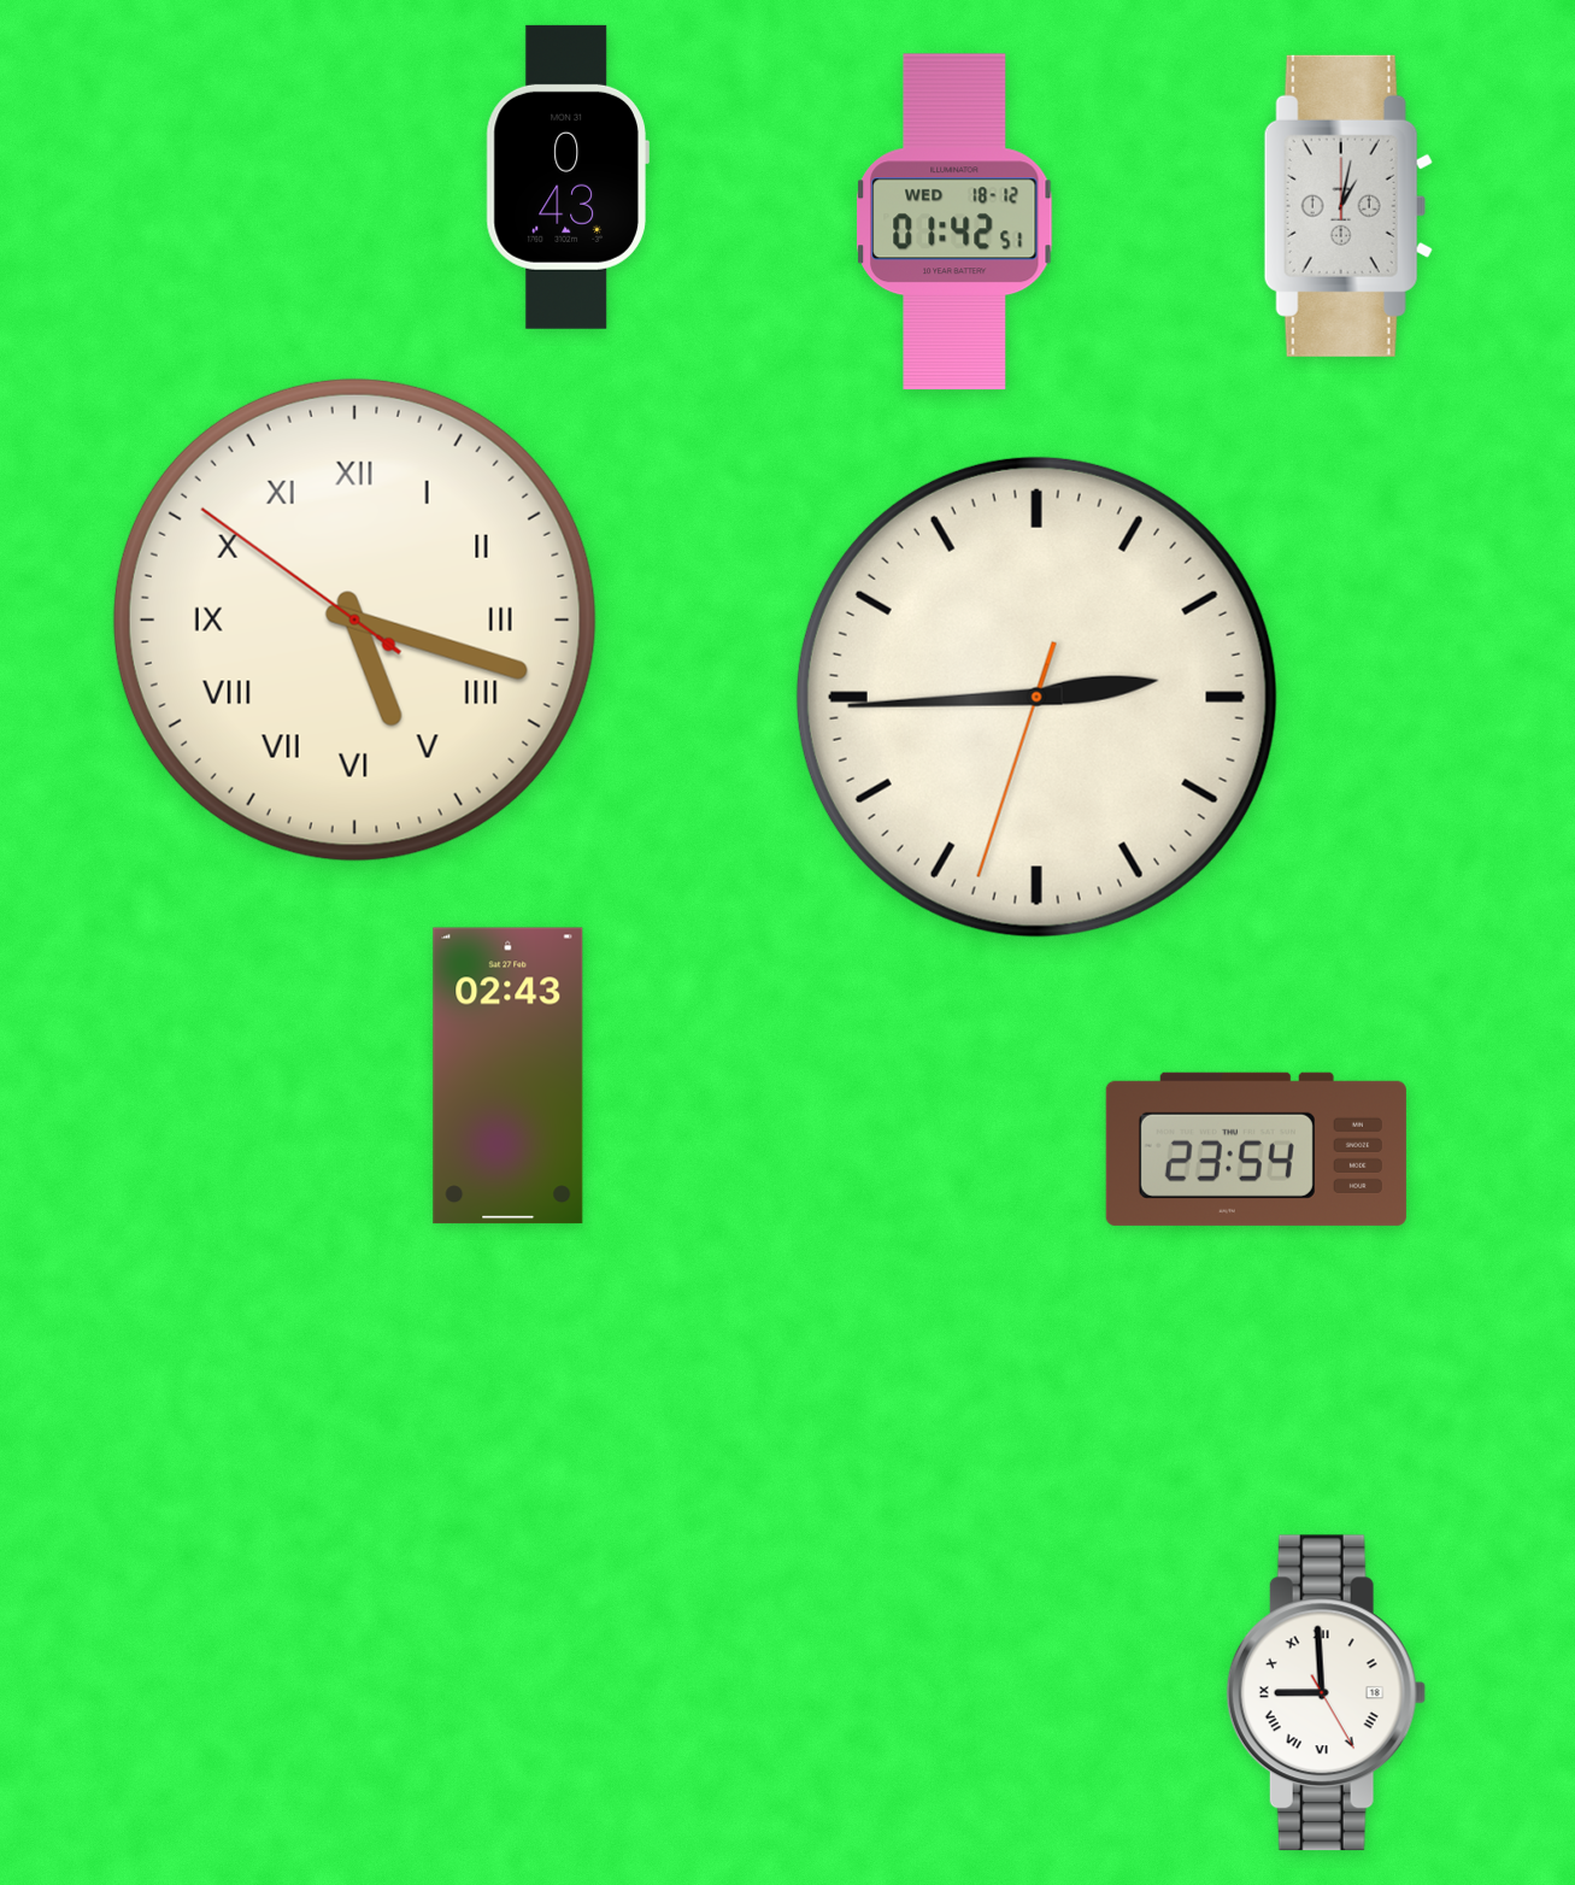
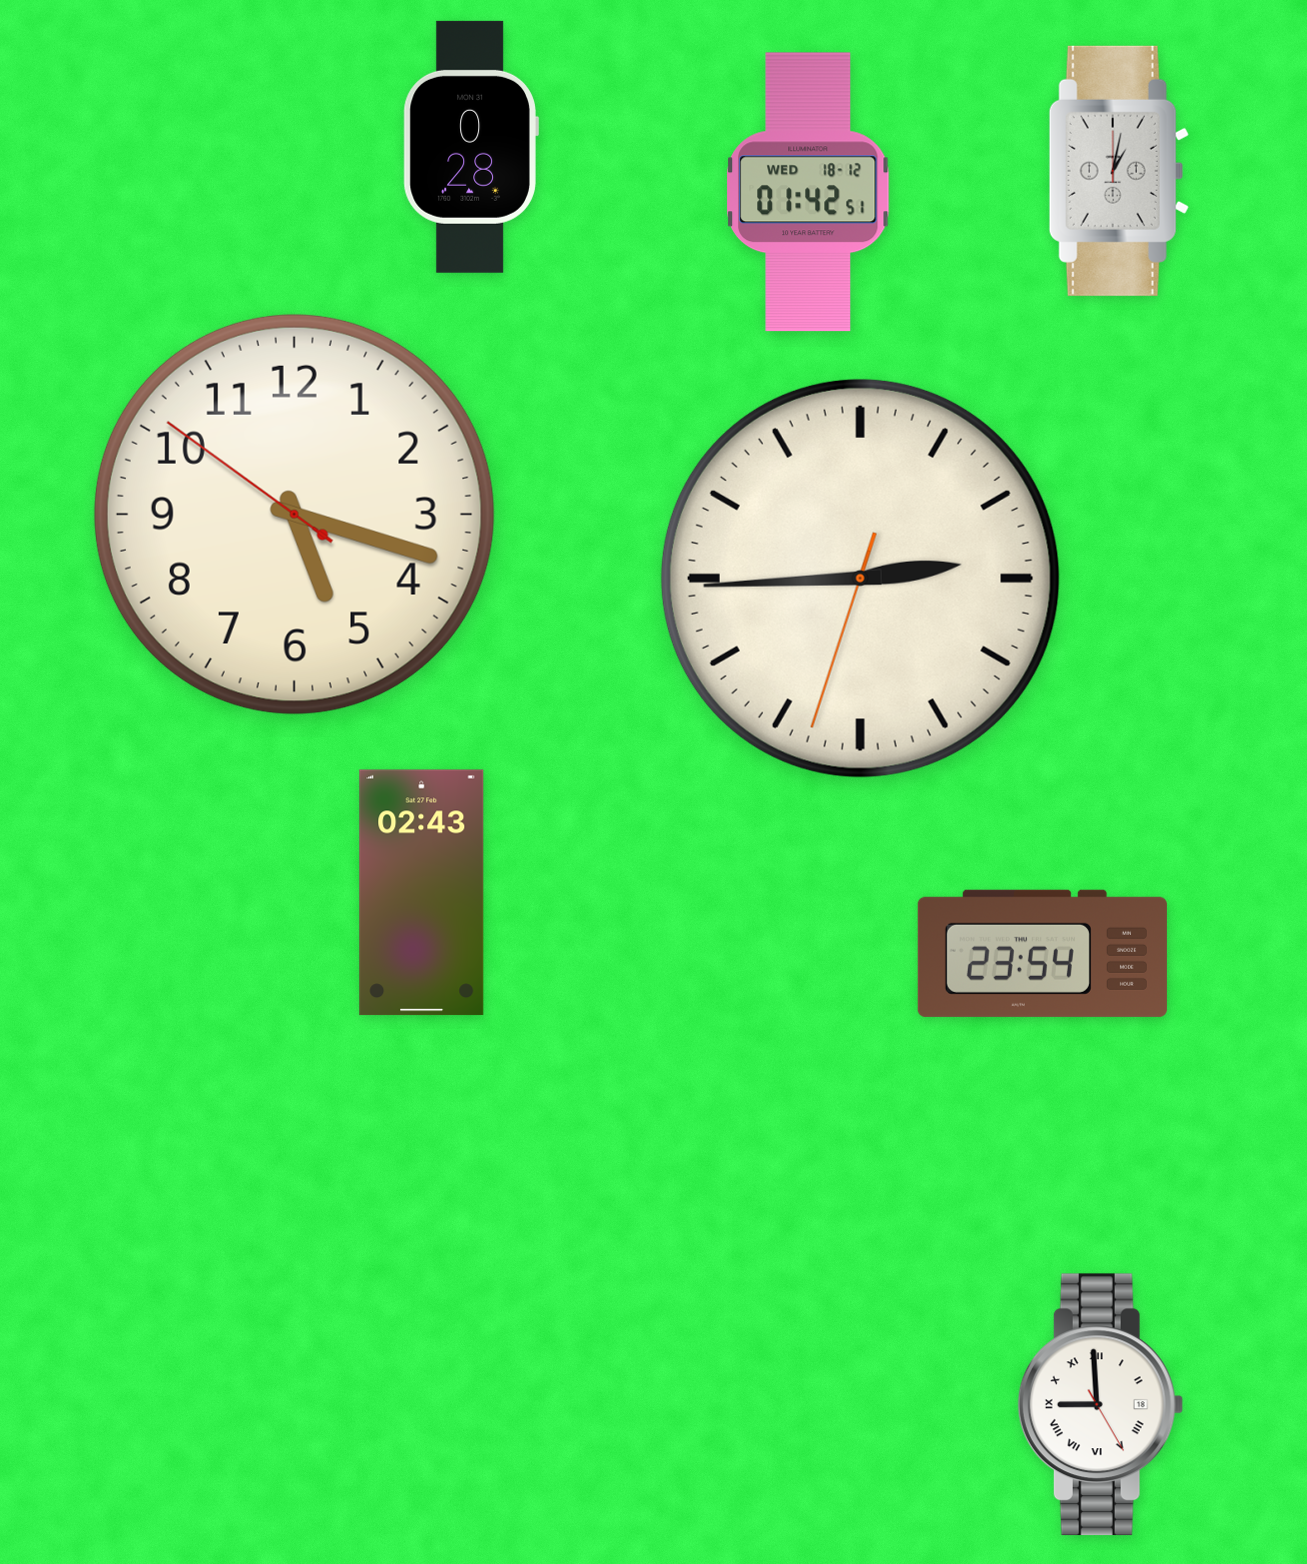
clock at (568, 177): 0:43 -> 0:28
clock at (954, 222) position: (954, 222) -> (808, 192)
clock at (354, 619) numerals: Roman -> Arabic
